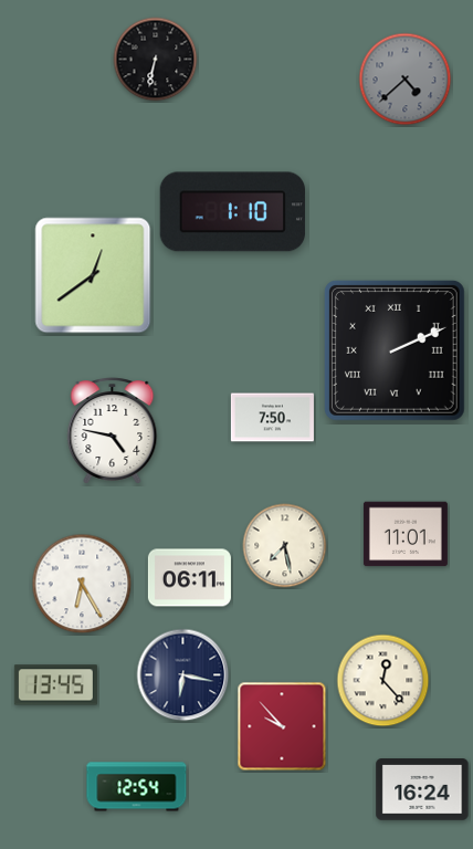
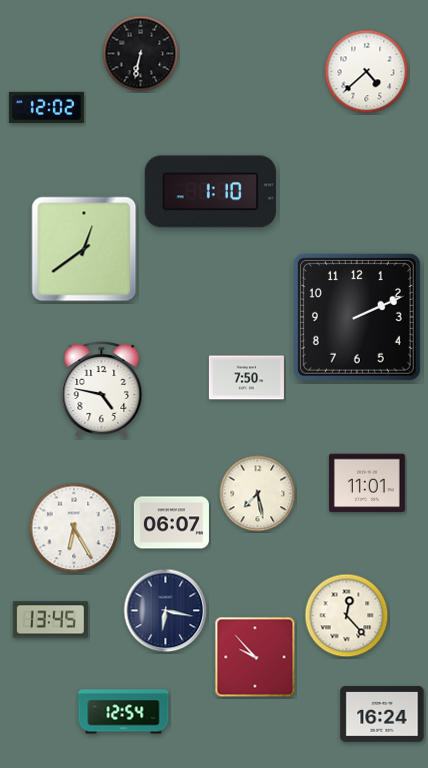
clock at (406, 80) dial: grey -> white
clock at (46, 107): none -> 12:02
clock at (395, 350) numerals: Roman -> Arabic
clock at (189, 578): 06:11 -> 06:07
